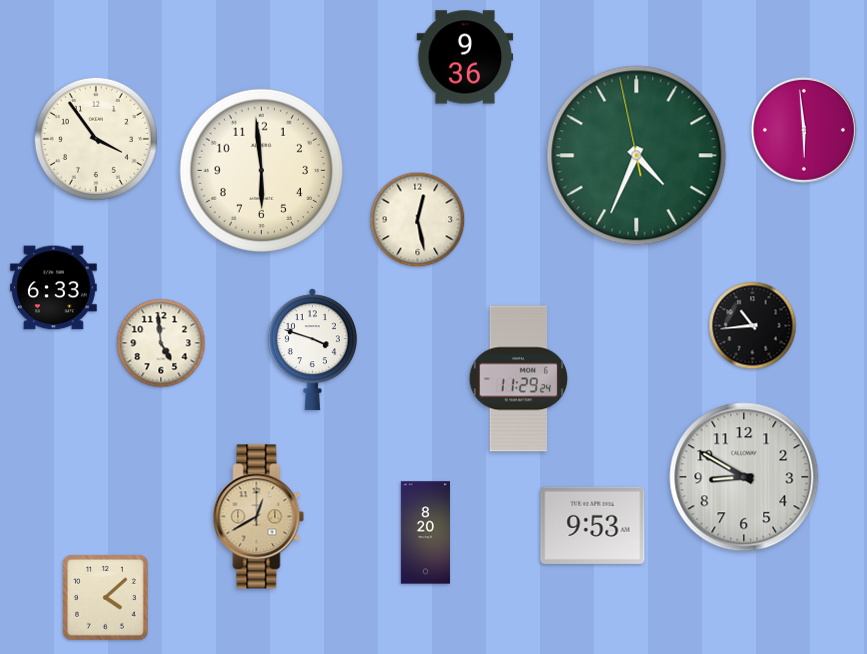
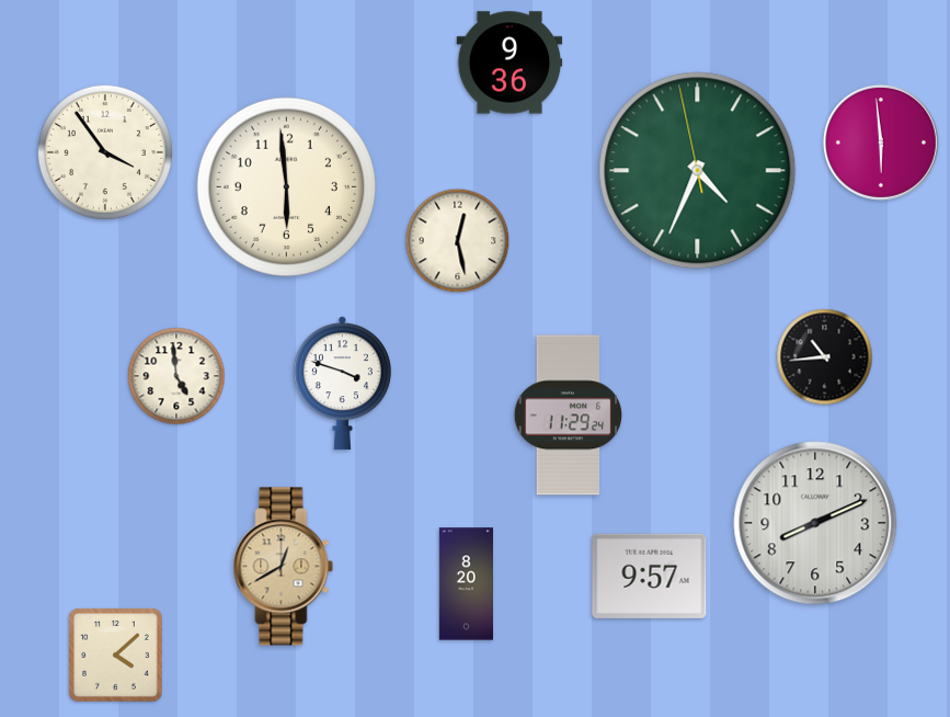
clock at (54, 288): 6:33 -> none
clock at (744, 477): 8:50 -> 8:11
clock at (593, 525): 9:53 -> 9:57
